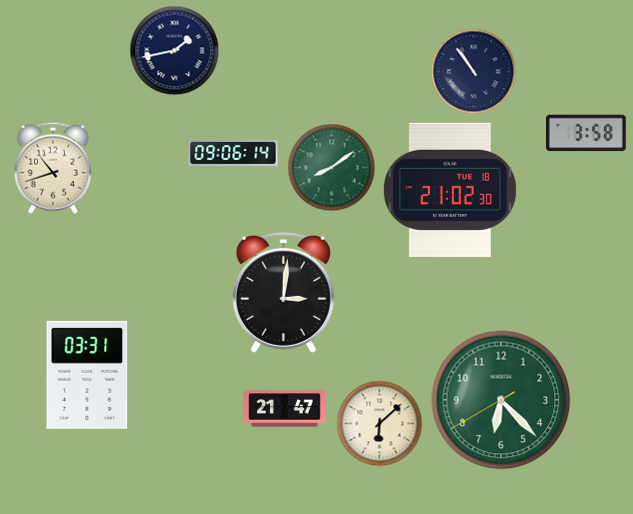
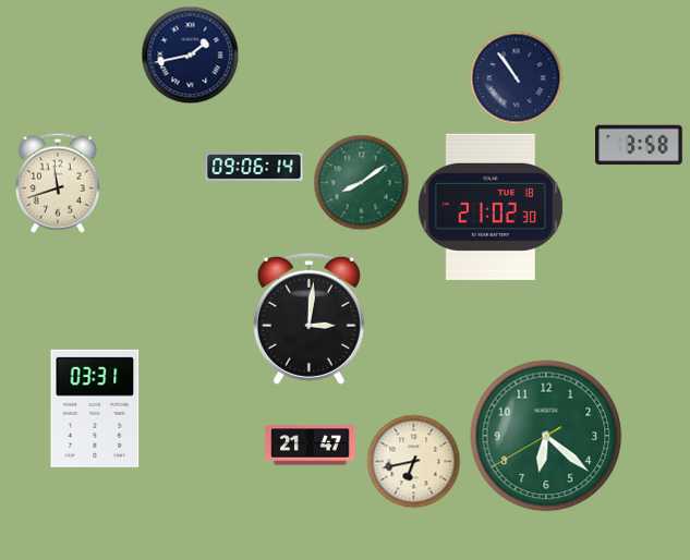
clock at (53, 168): 10:42 -> 11:42
clock at (501, 400): 6:22 -> 6:21
clock at (380, 424): 6:08 -> 6:43
